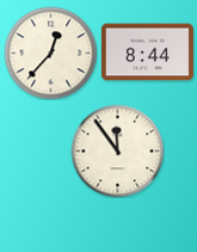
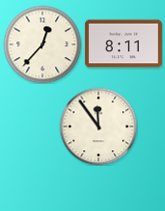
clock at (147, 53): 8:44 -> 8:11
